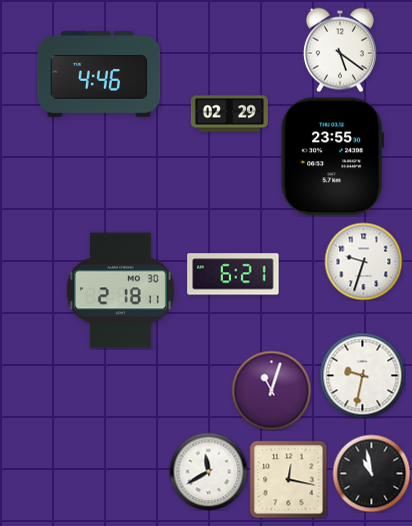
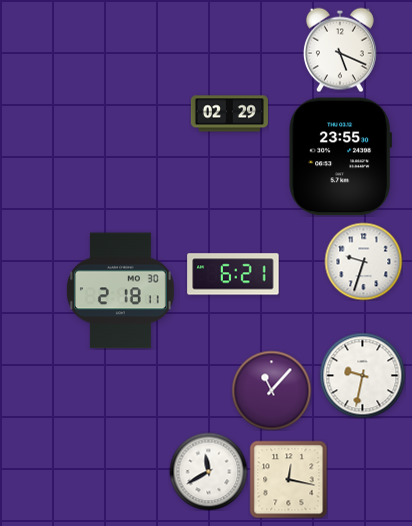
clock at (340, 50): 5:21 -> 5:19
clock at (99, 75): 4:46 -> none
clock at (332, 157) position: (332, 157) -> (340, 157)
clock at (271, 390): 11:03 -> 11:07
clock at (371, 473): 10:58 -> none
